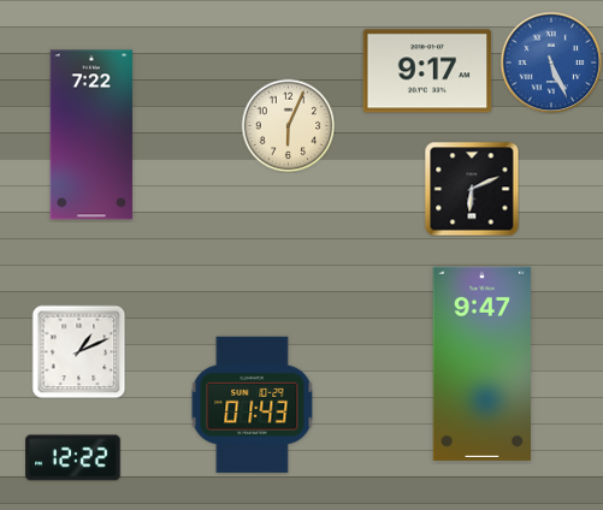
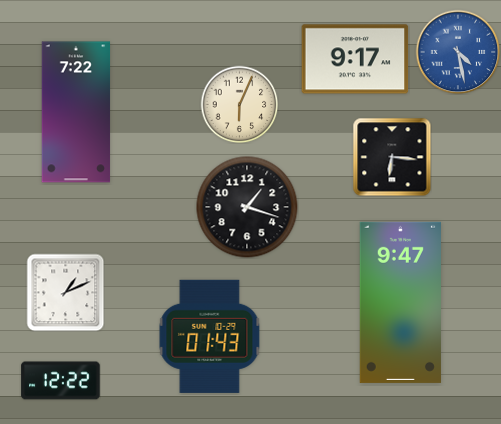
clock at (551, 63): 5:26 -> 4:28
clock at (472, 189): 6:11 -> 6:16
clock at (247, 207): none -> 1:18
